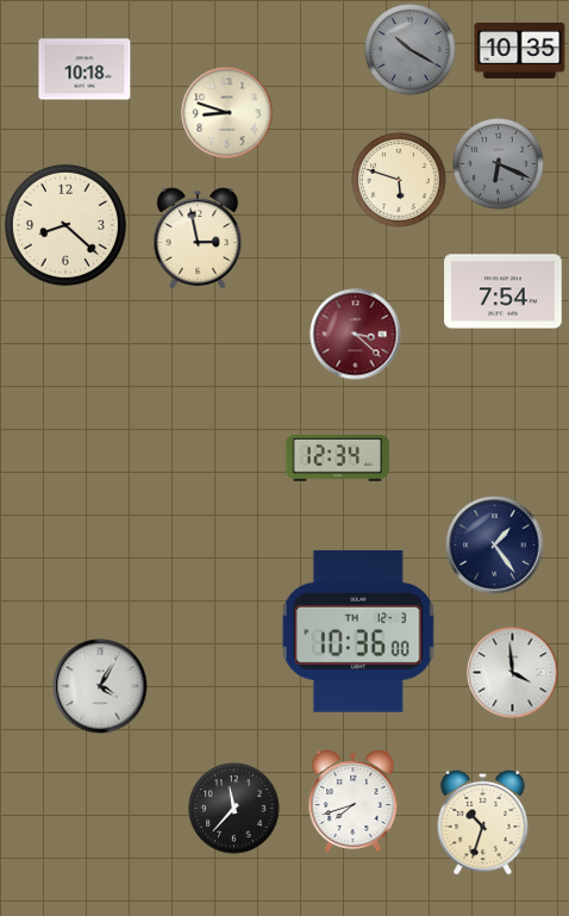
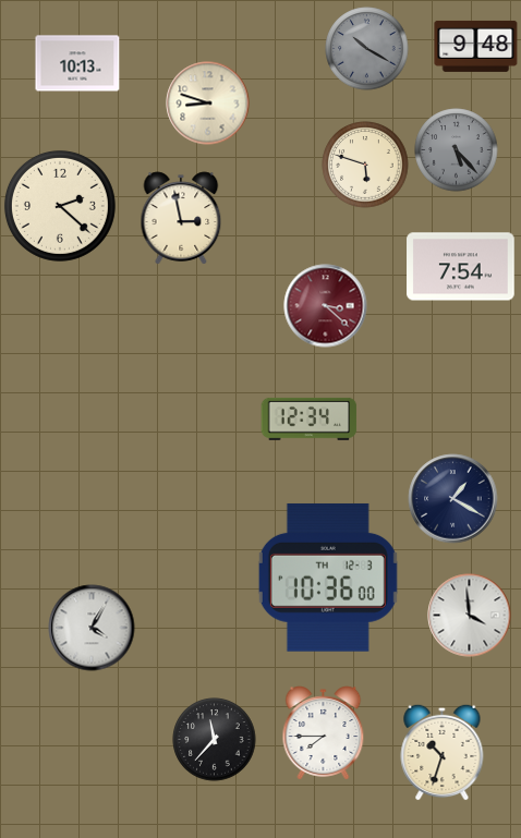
clock at (411, 50) position: (411, 50) -> (367, 49)
clock at (520, 50): 10:35 -> 9:48
clock at (85, 69): 10:18 -> 10:13
clock at (499, 164): 6:19 -> 5:23
clock at (65, 225): 8:22 -> 2:22
clock at (495, 546): 1:24 -> 1:20
clock at (354, 802): 7:42 -> 7:45
